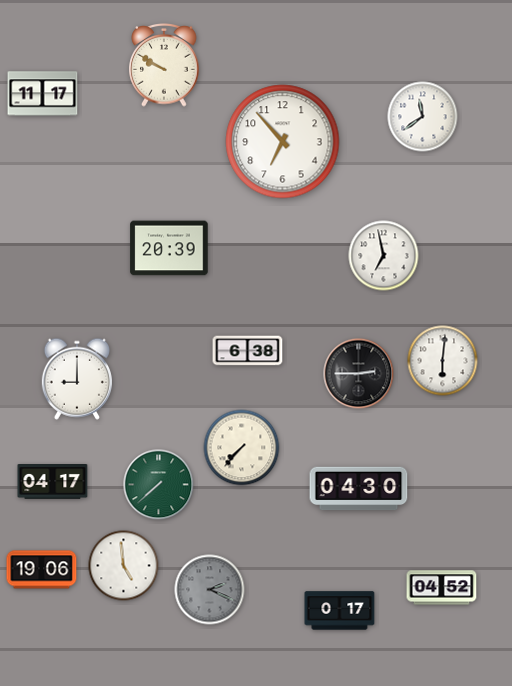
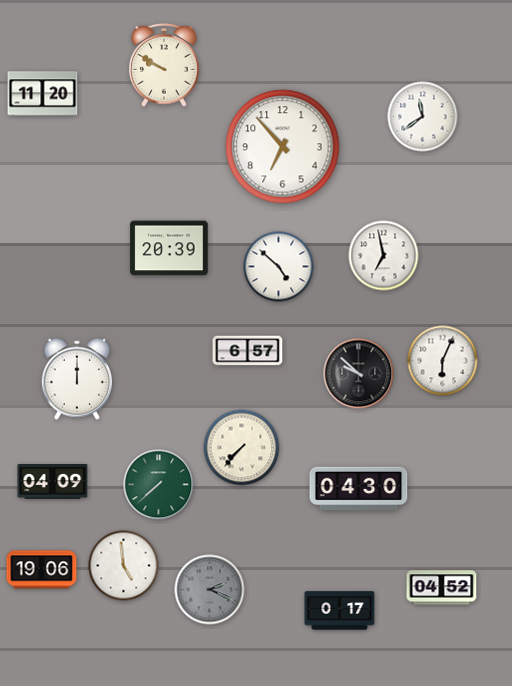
clock at (43, 94): 11:17 -> 11:20
clock at (283, 142) position: (283, 142) -> (283, 147)
clock at (279, 267): none -> 4:52
clock at (248, 351): 6:38 -> 6:57
clock at (443, 361): 6:01 -> 6:04
clock at (359, 374): 2:45 -> 9:52
clock at (77, 379): 9:00 -> 12:00
clock at (53, 482): 04:17 -> 04:09
